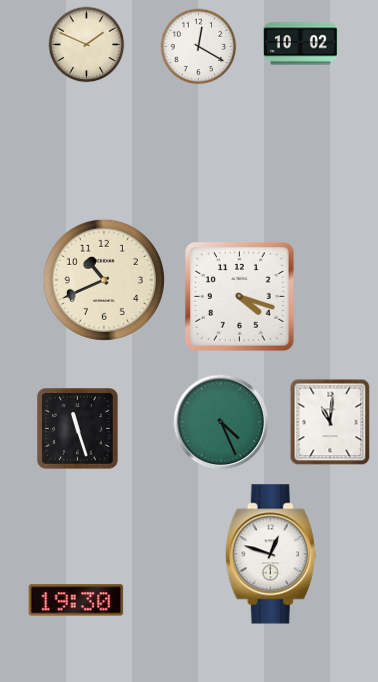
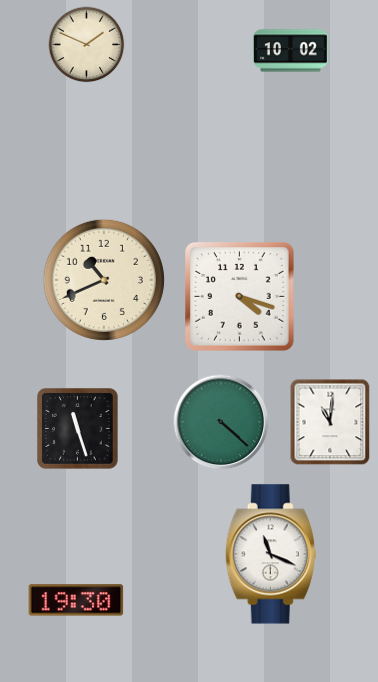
clock at (301, 44) position: (301, 44) -> (291, 51)
clock at (199, 47): 12:20 -> none
clock at (221, 422): 4:26 -> 4:22
clock at (271, 554): 12:48 -> 11:19
